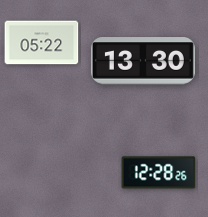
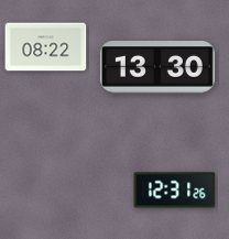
clock at (42, 43): 05:22 -> 08:22
clock at (159, 173): 12:28 -> 12:31
